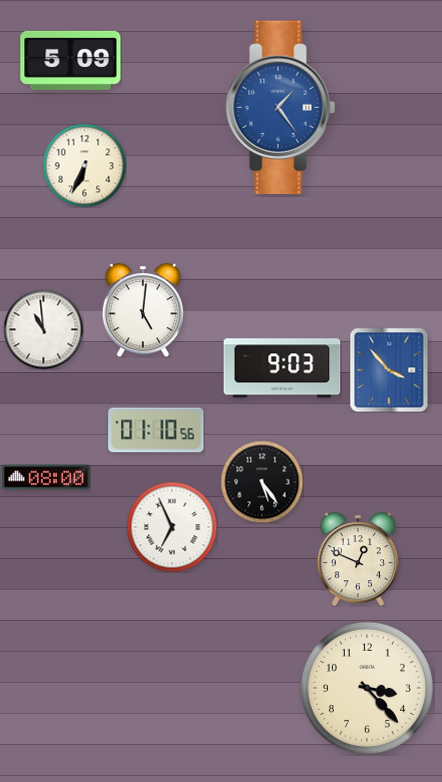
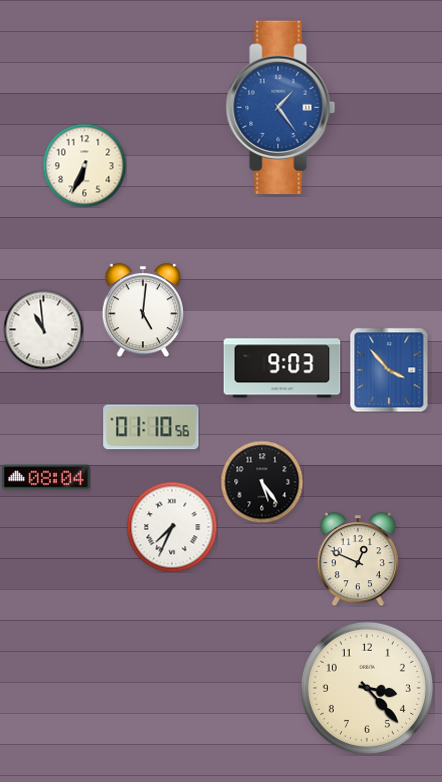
clock at (71, 60): 5:09 -> none
clock at (156, 430) position: (156, 430) -> (151, 427)
clock at (46, 477): 08:00 -> 08:04
clock at (172, 527): 6:56 -> 7:34
